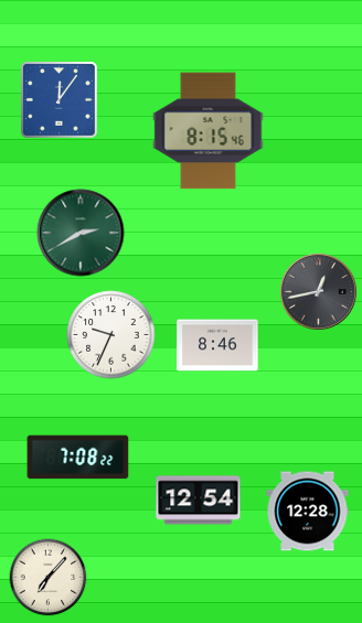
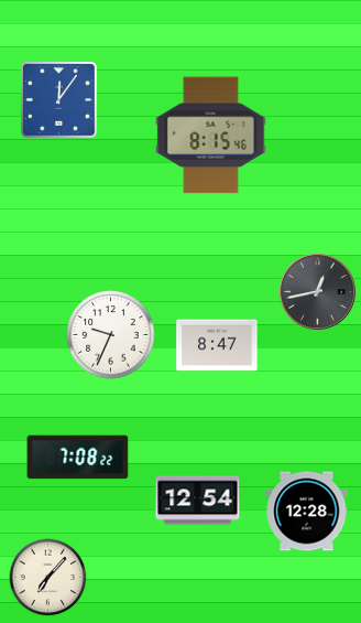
clock at (209, 131) position: (209, 131) -> (211, 136)
clock at (81, 233): 2:40 -> none
clock at (217, 345): 8:46 -> 8:47
